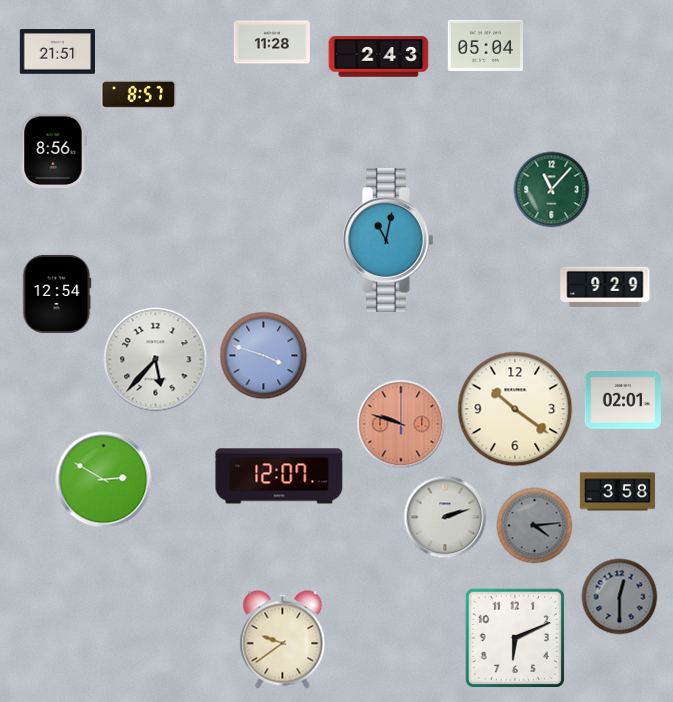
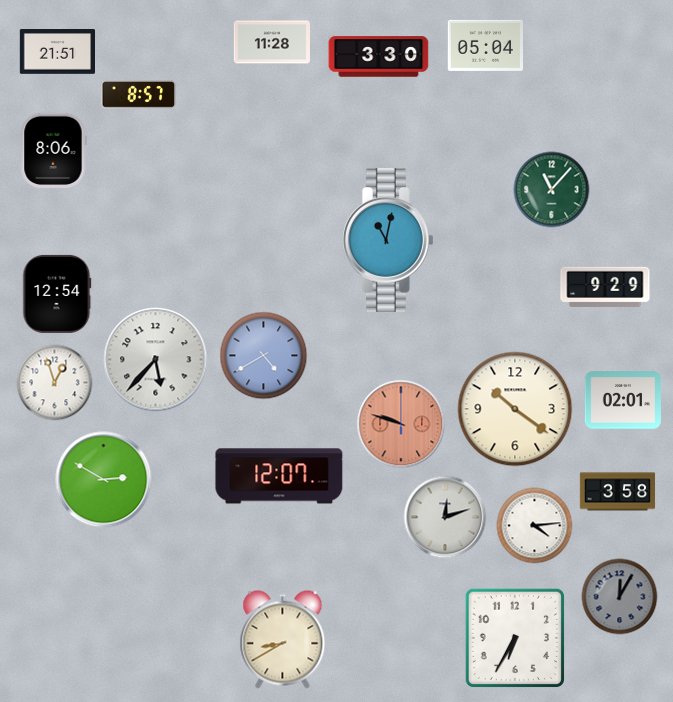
clock at (379, 57): 2:43 -> 3:30
clock at (53, 150): 8:56 -> 8:06
clock at (264, 356): 3:48 -> 4:40
clock at (55, 383): none -> 12:57
clock at (445, 517): 2:12 -> 12:12
clock at (535, 526) dial: grey -> white
clock at (620, 597): 12:30 -> 12:05
clock at (515, 638): 6:11 -> 6:35
clock at (283, 640): 9:39 -> 8:40
